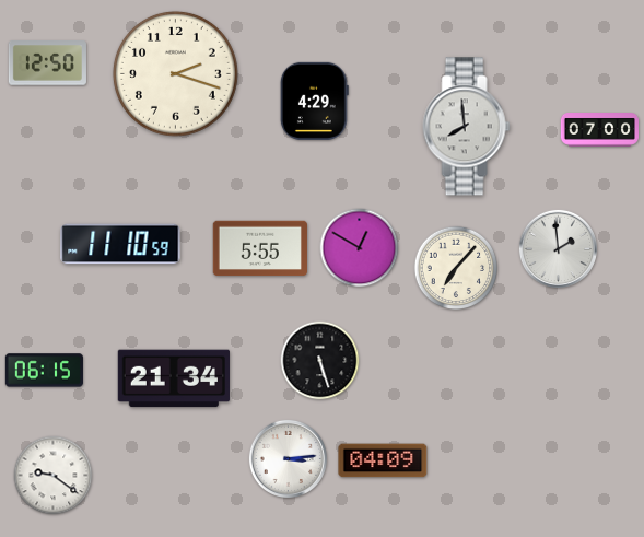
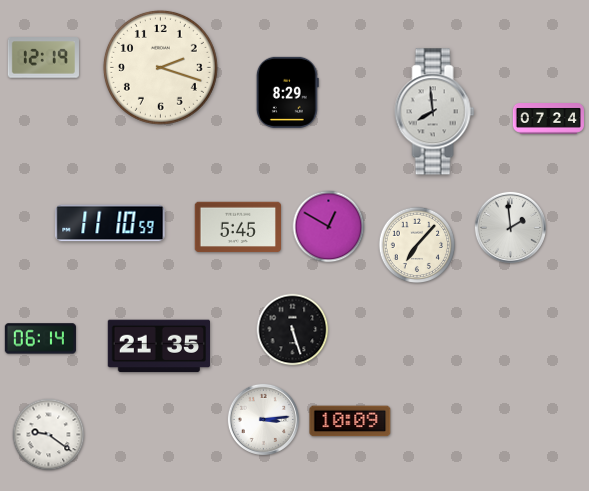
clock at (47, 63): 12:50 -> 12:19
clock at (314, 101): 4:29 -> 8:29
clock at (467, 127) position: (467, 127) -> (435, 112)
clock at (599, 130): 07:00 -> 07:24
clock at (259, 248): 5:55 -> 5:45
clock at (44, 371): 06:15 -> 06:14
clock at (173, 378): 21:34 -> 21:35
clock at (383, 460): 04:09 -> 10:09
